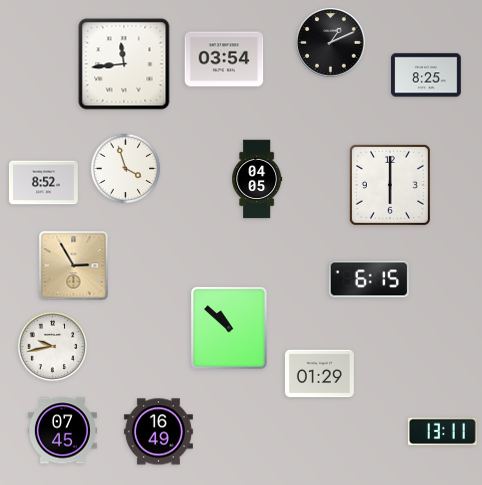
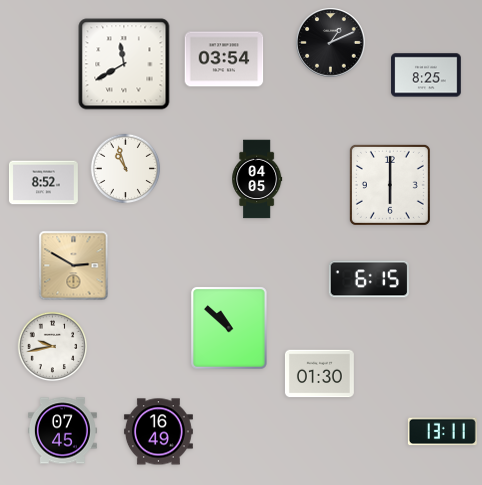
clock at (124, 64): 11:44 -> 11:40
clock at (126, 169): 3:57 -> 10:57
clock at (74, 266): 2:55 -> 2:50
clock at (319, 374): 01:29 -> 01:30
